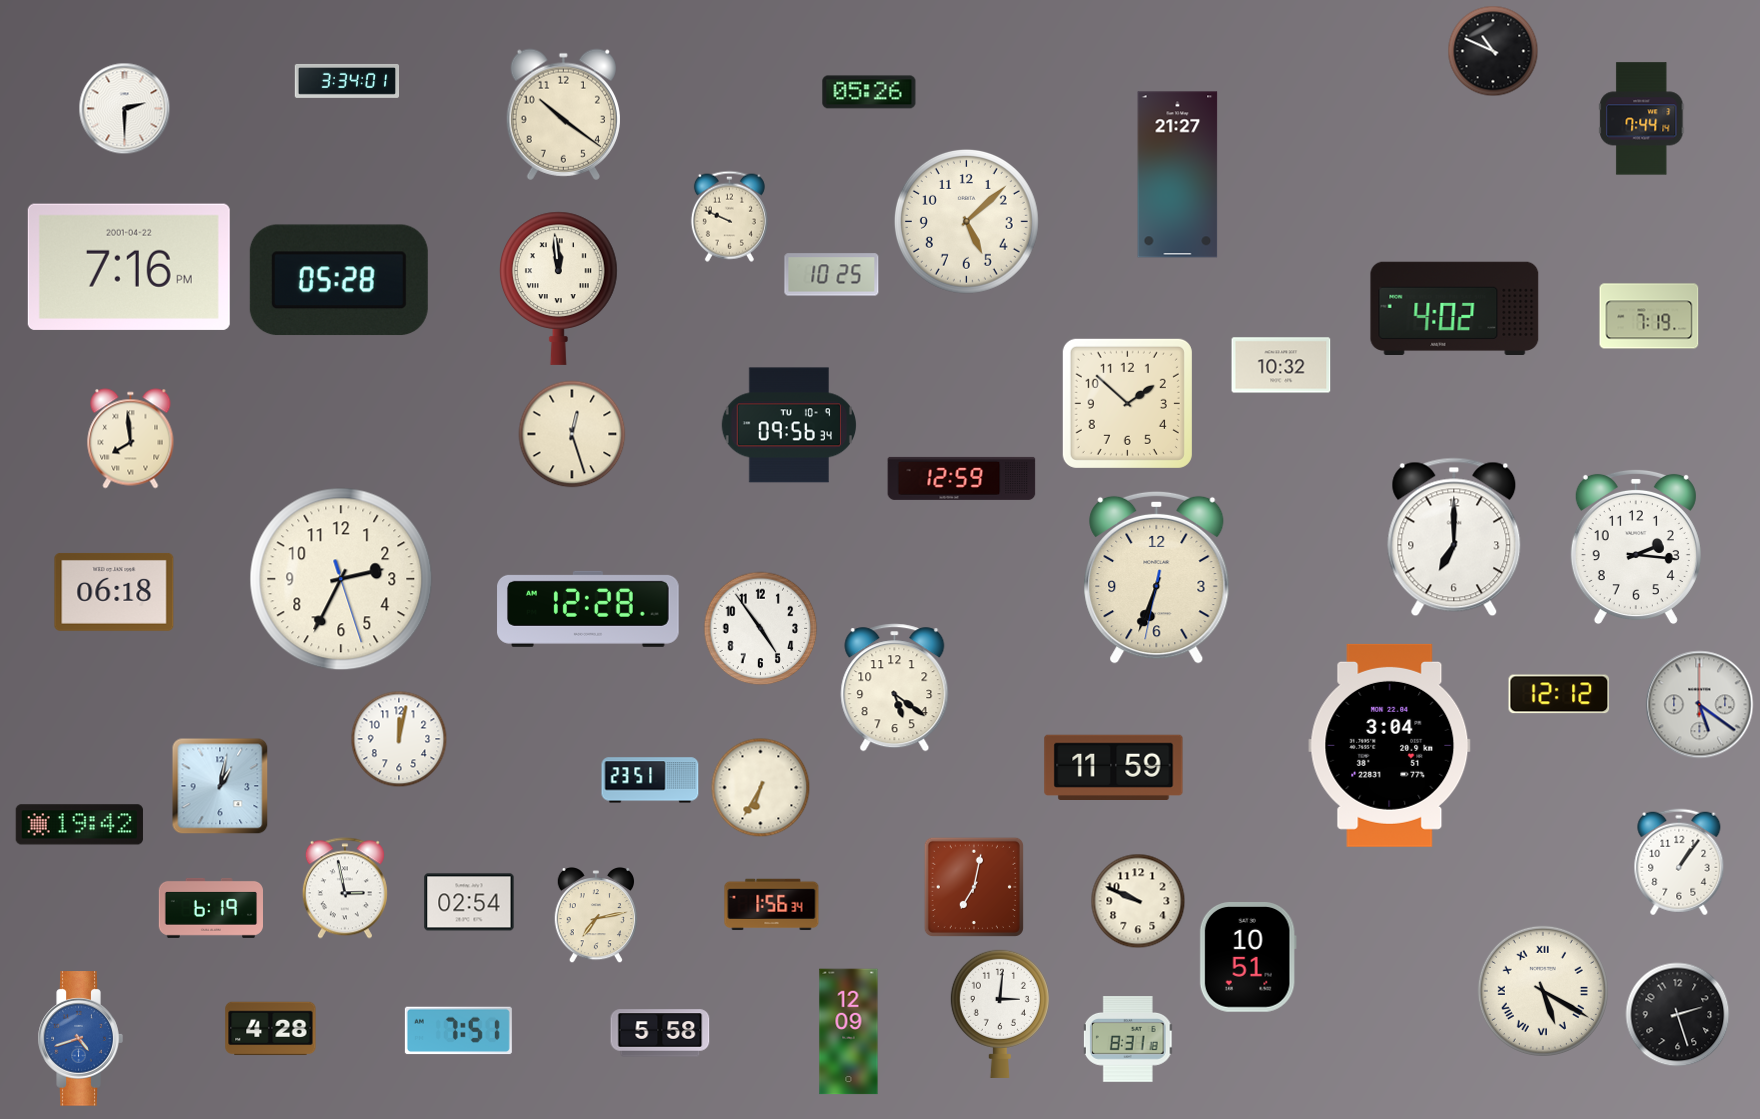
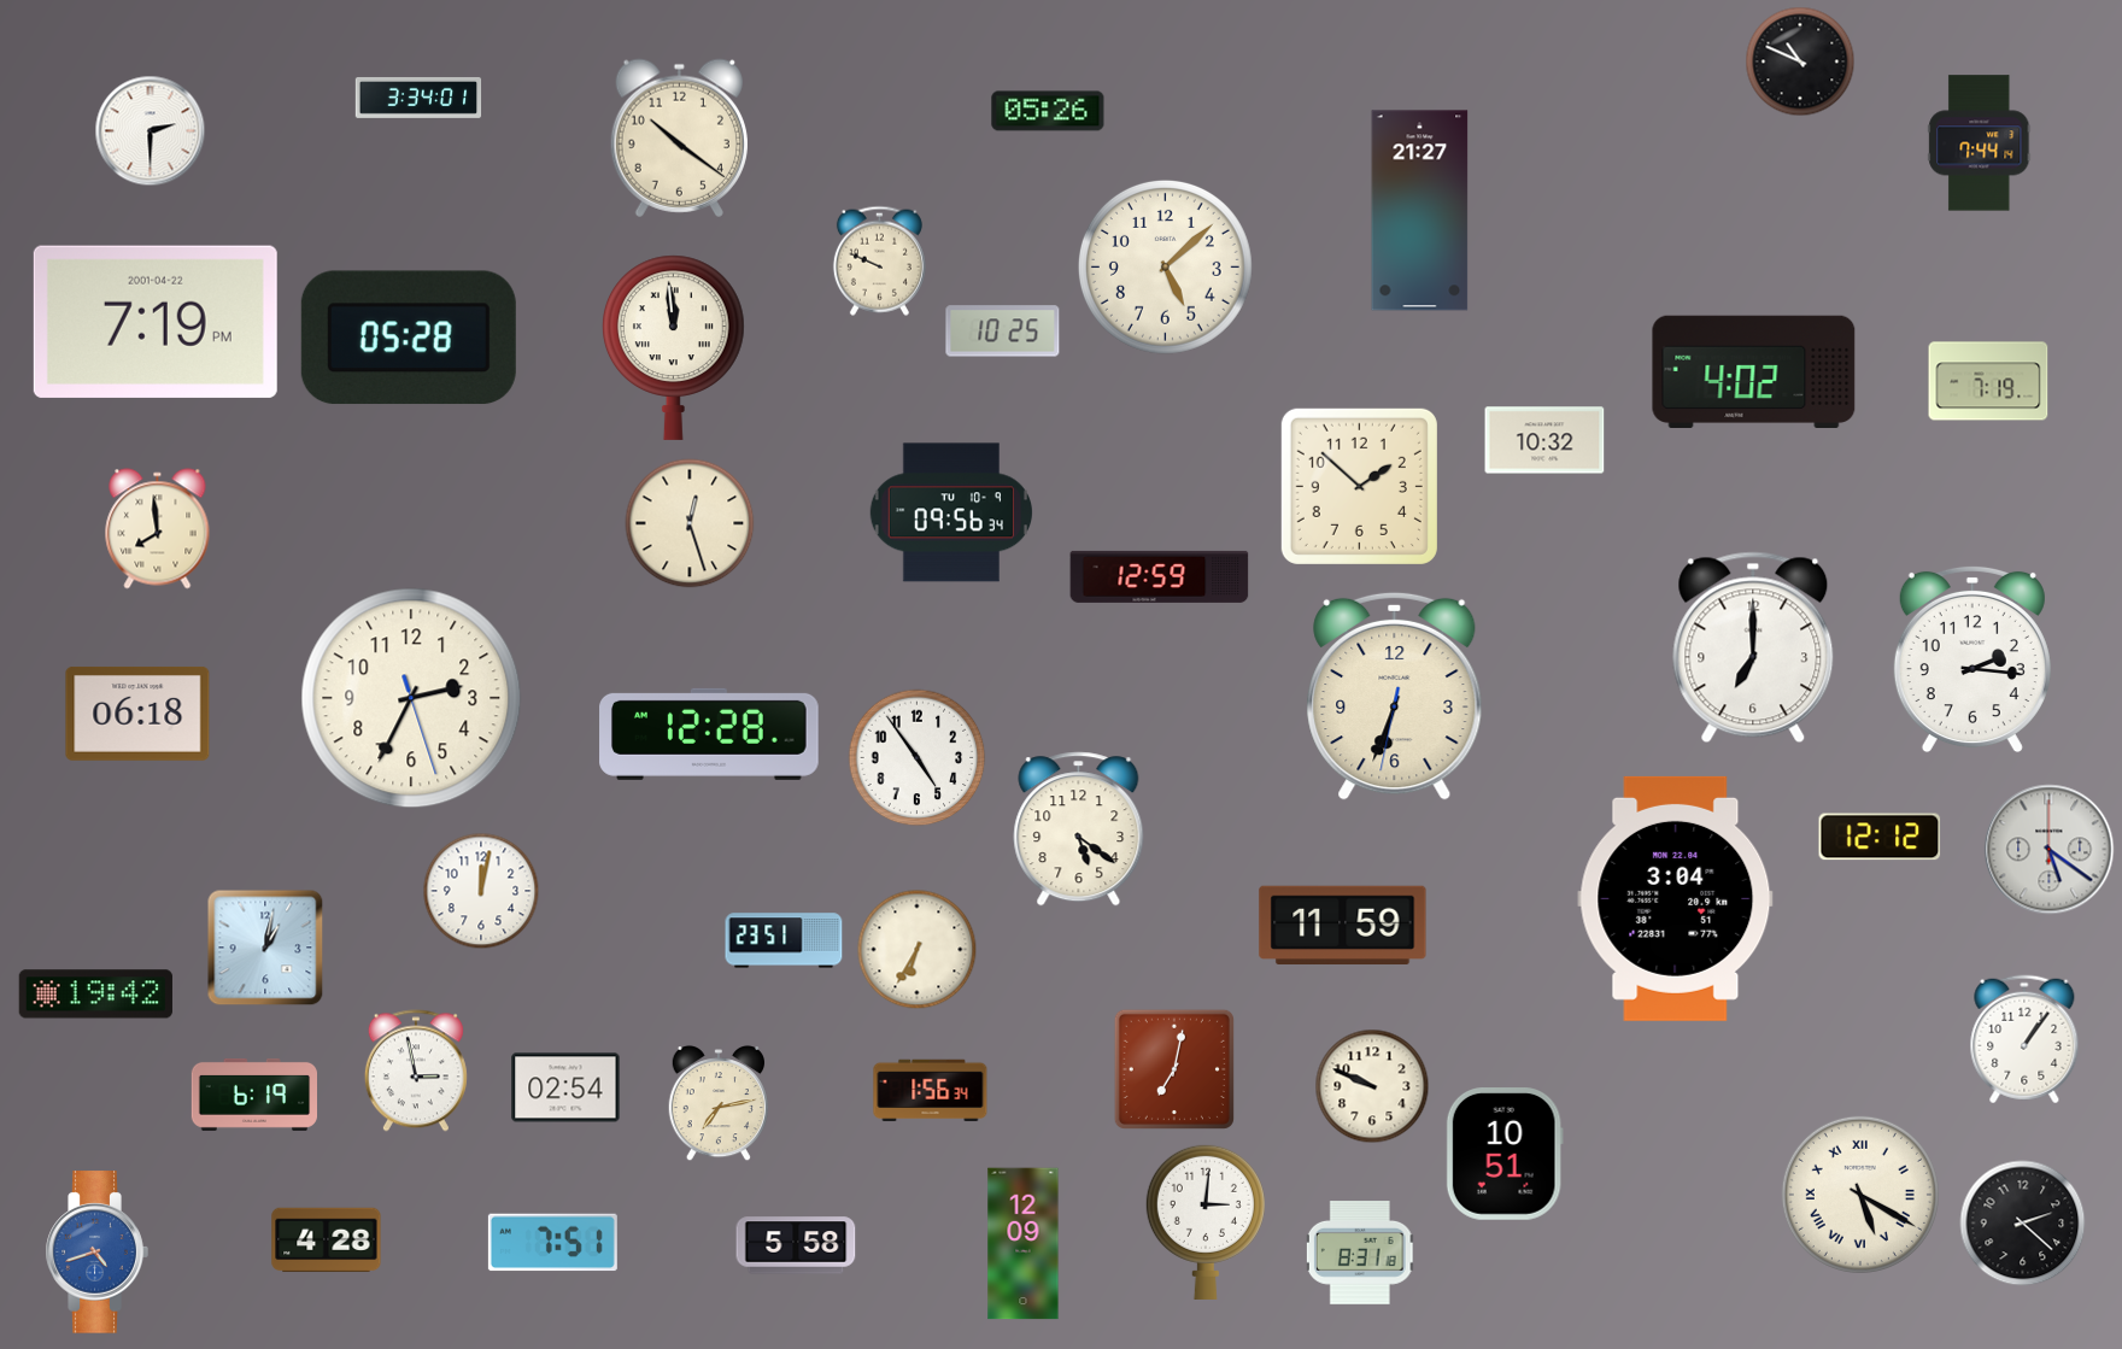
clock at (129, 267): 7:16 -> 7:19
clock at (1678, 1015): 2:27 -> 2:22
